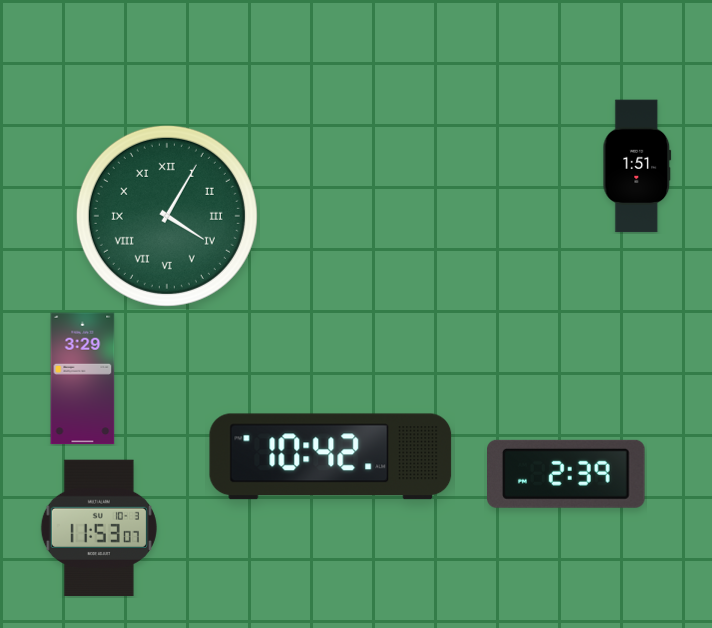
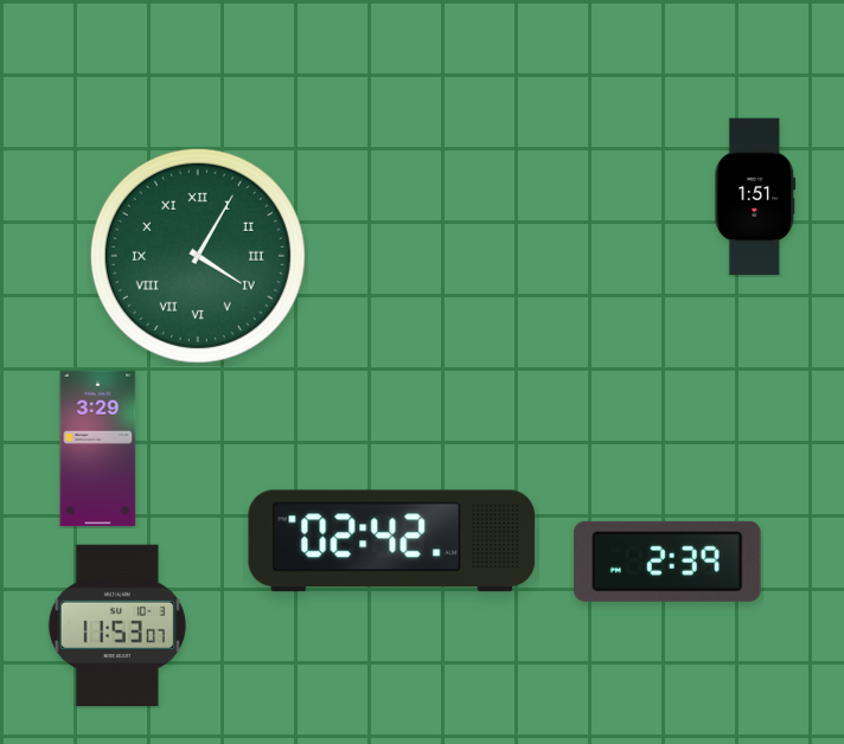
clock at (331, 457): 10:42 -> 02:42
clock at (567, 474) position: (567, 474) -> (669, 562)
